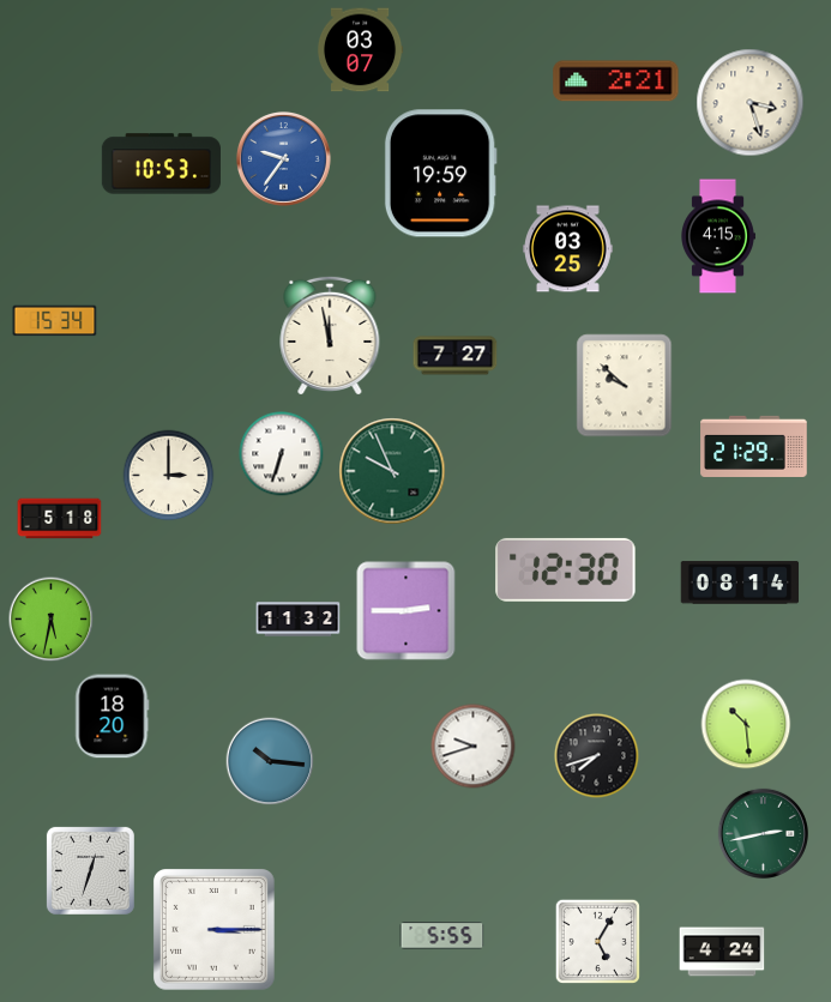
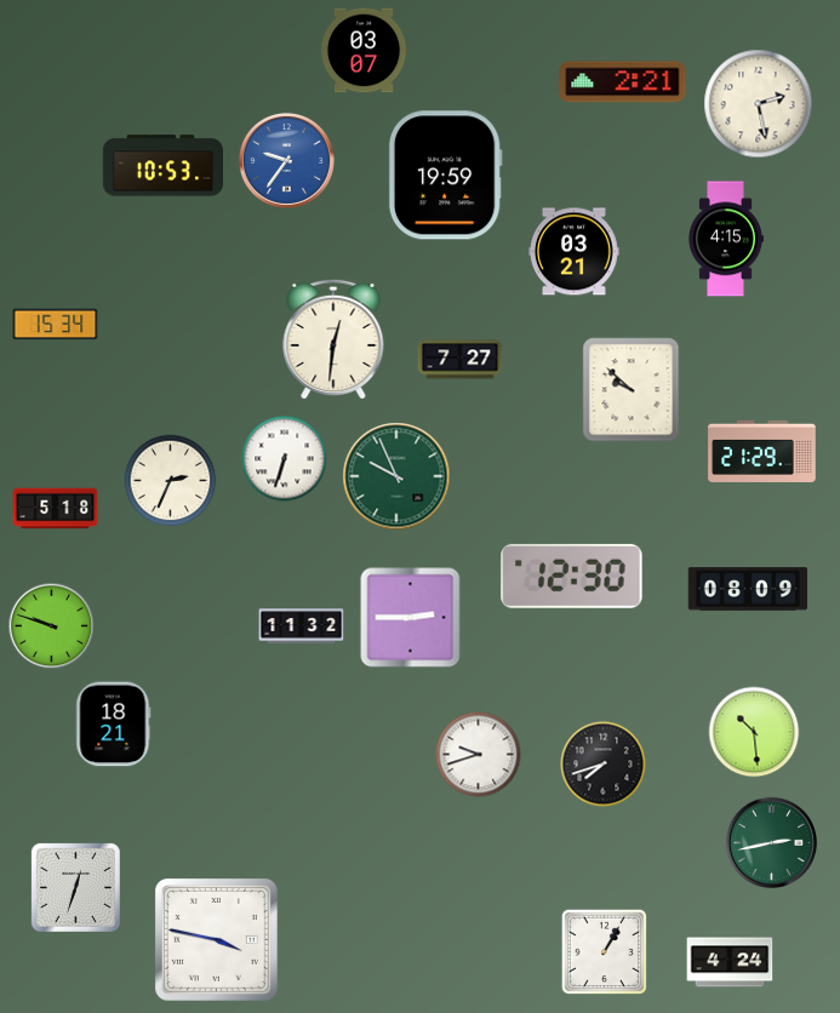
clock at (751, 103): 3:27 -> 2:28
clock at (568, 249): 03:25 -> 03:21
clock at (330, 334): 11:58 -> 12:31
clock at (169, 476): 3:00 -> 2:34
clock at (60, 519) position: (60, 519) -> (56, 509)
clock at (740, 583): 08:14 -> 08:09
clock at (52, 620): 5:32 -> 9:48
clock at (113, 717): 18:20 -> 18:21
clock at (270, 761): 10:16 -> none
clock at (90, 870) position: (90, 870) -> (75, 887)
clock at (215, 930): 3:15 -> 3:47
clock at (442, 936): 5:55 -> none
clock at (597, 941): 5:05 -> 1:05
